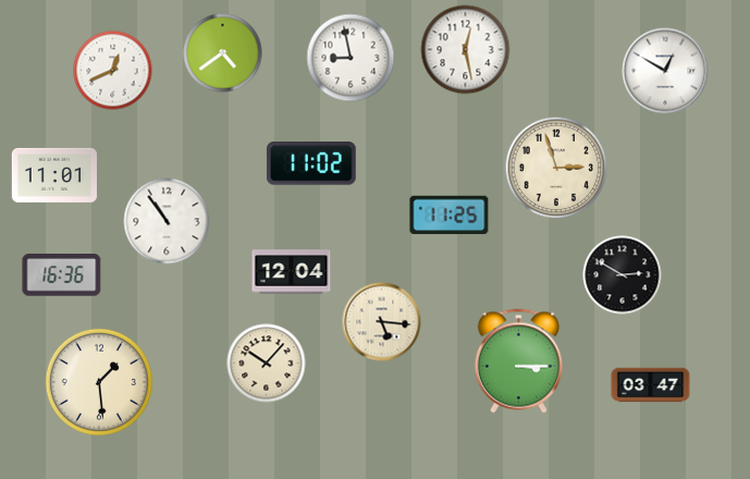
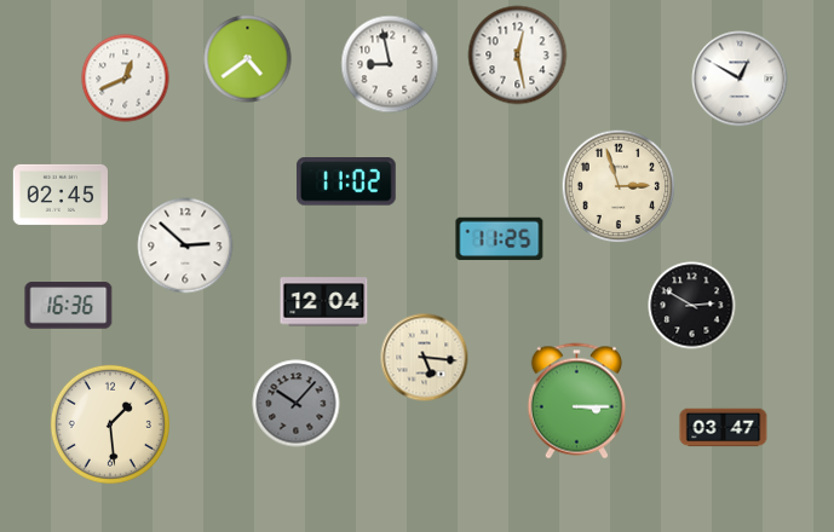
clock at (53, 175): 11:01 -> 02:45
clock at (167, 221): 10:54 -> 2:52
clock at (267, 364) dial: cream -> grey
